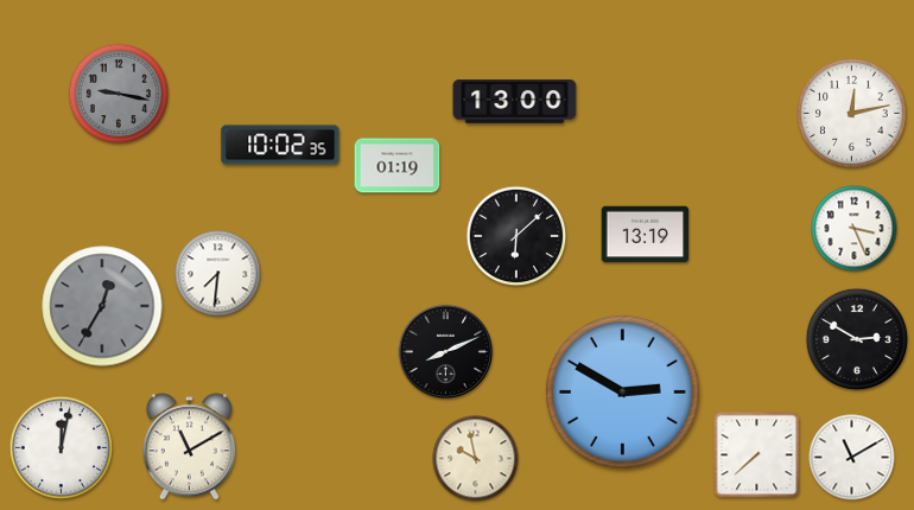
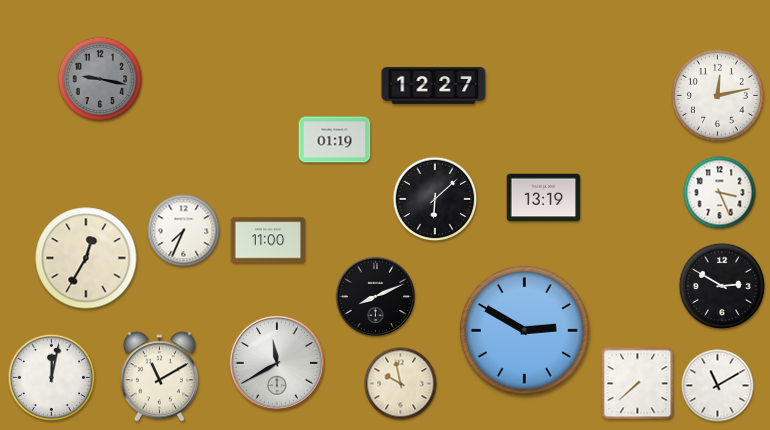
clock at (515, 102): 13:00 -> 12:27
clock at (280, 145): 10:02 -> none
clock at (218, 274): 7:31 -> 7:34
clock at (268, 240): none -> 11:00
clock at (102, 306) dial: grey -> cream
clock at (277, 363): none -> 11:40
clock at (476, 459) position: (476, 459) -> (401, 384)
